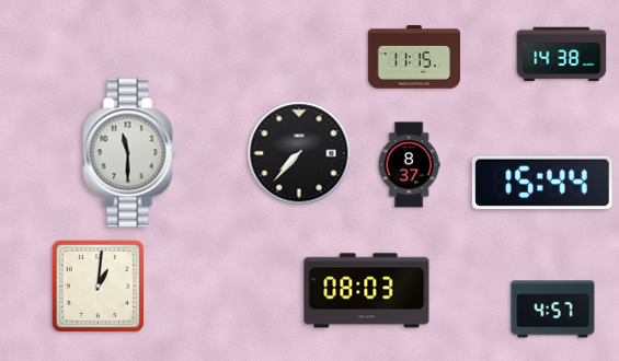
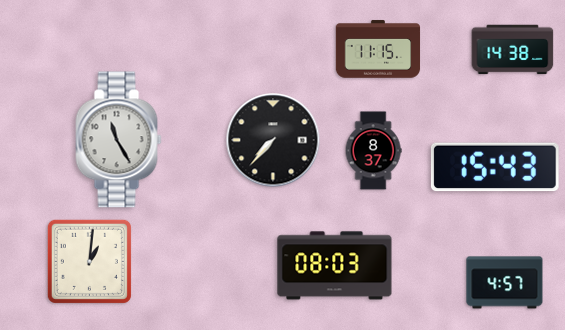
clock at (414, 57) position: (414, 57) -> (378, 49)
clock at (130, 153): 11:30 -> 11:25
clock at (542, 183): 15:44 -> 15:43
